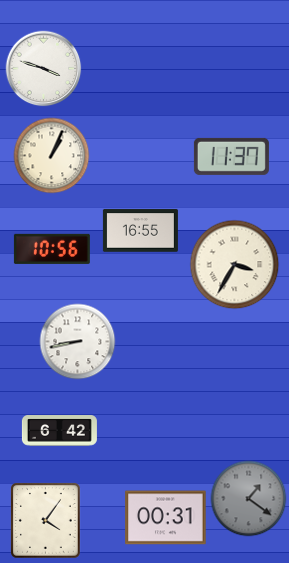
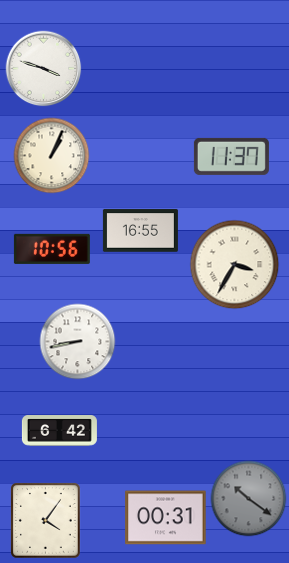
clock at (249, 499): 1:21 -> 10:21
